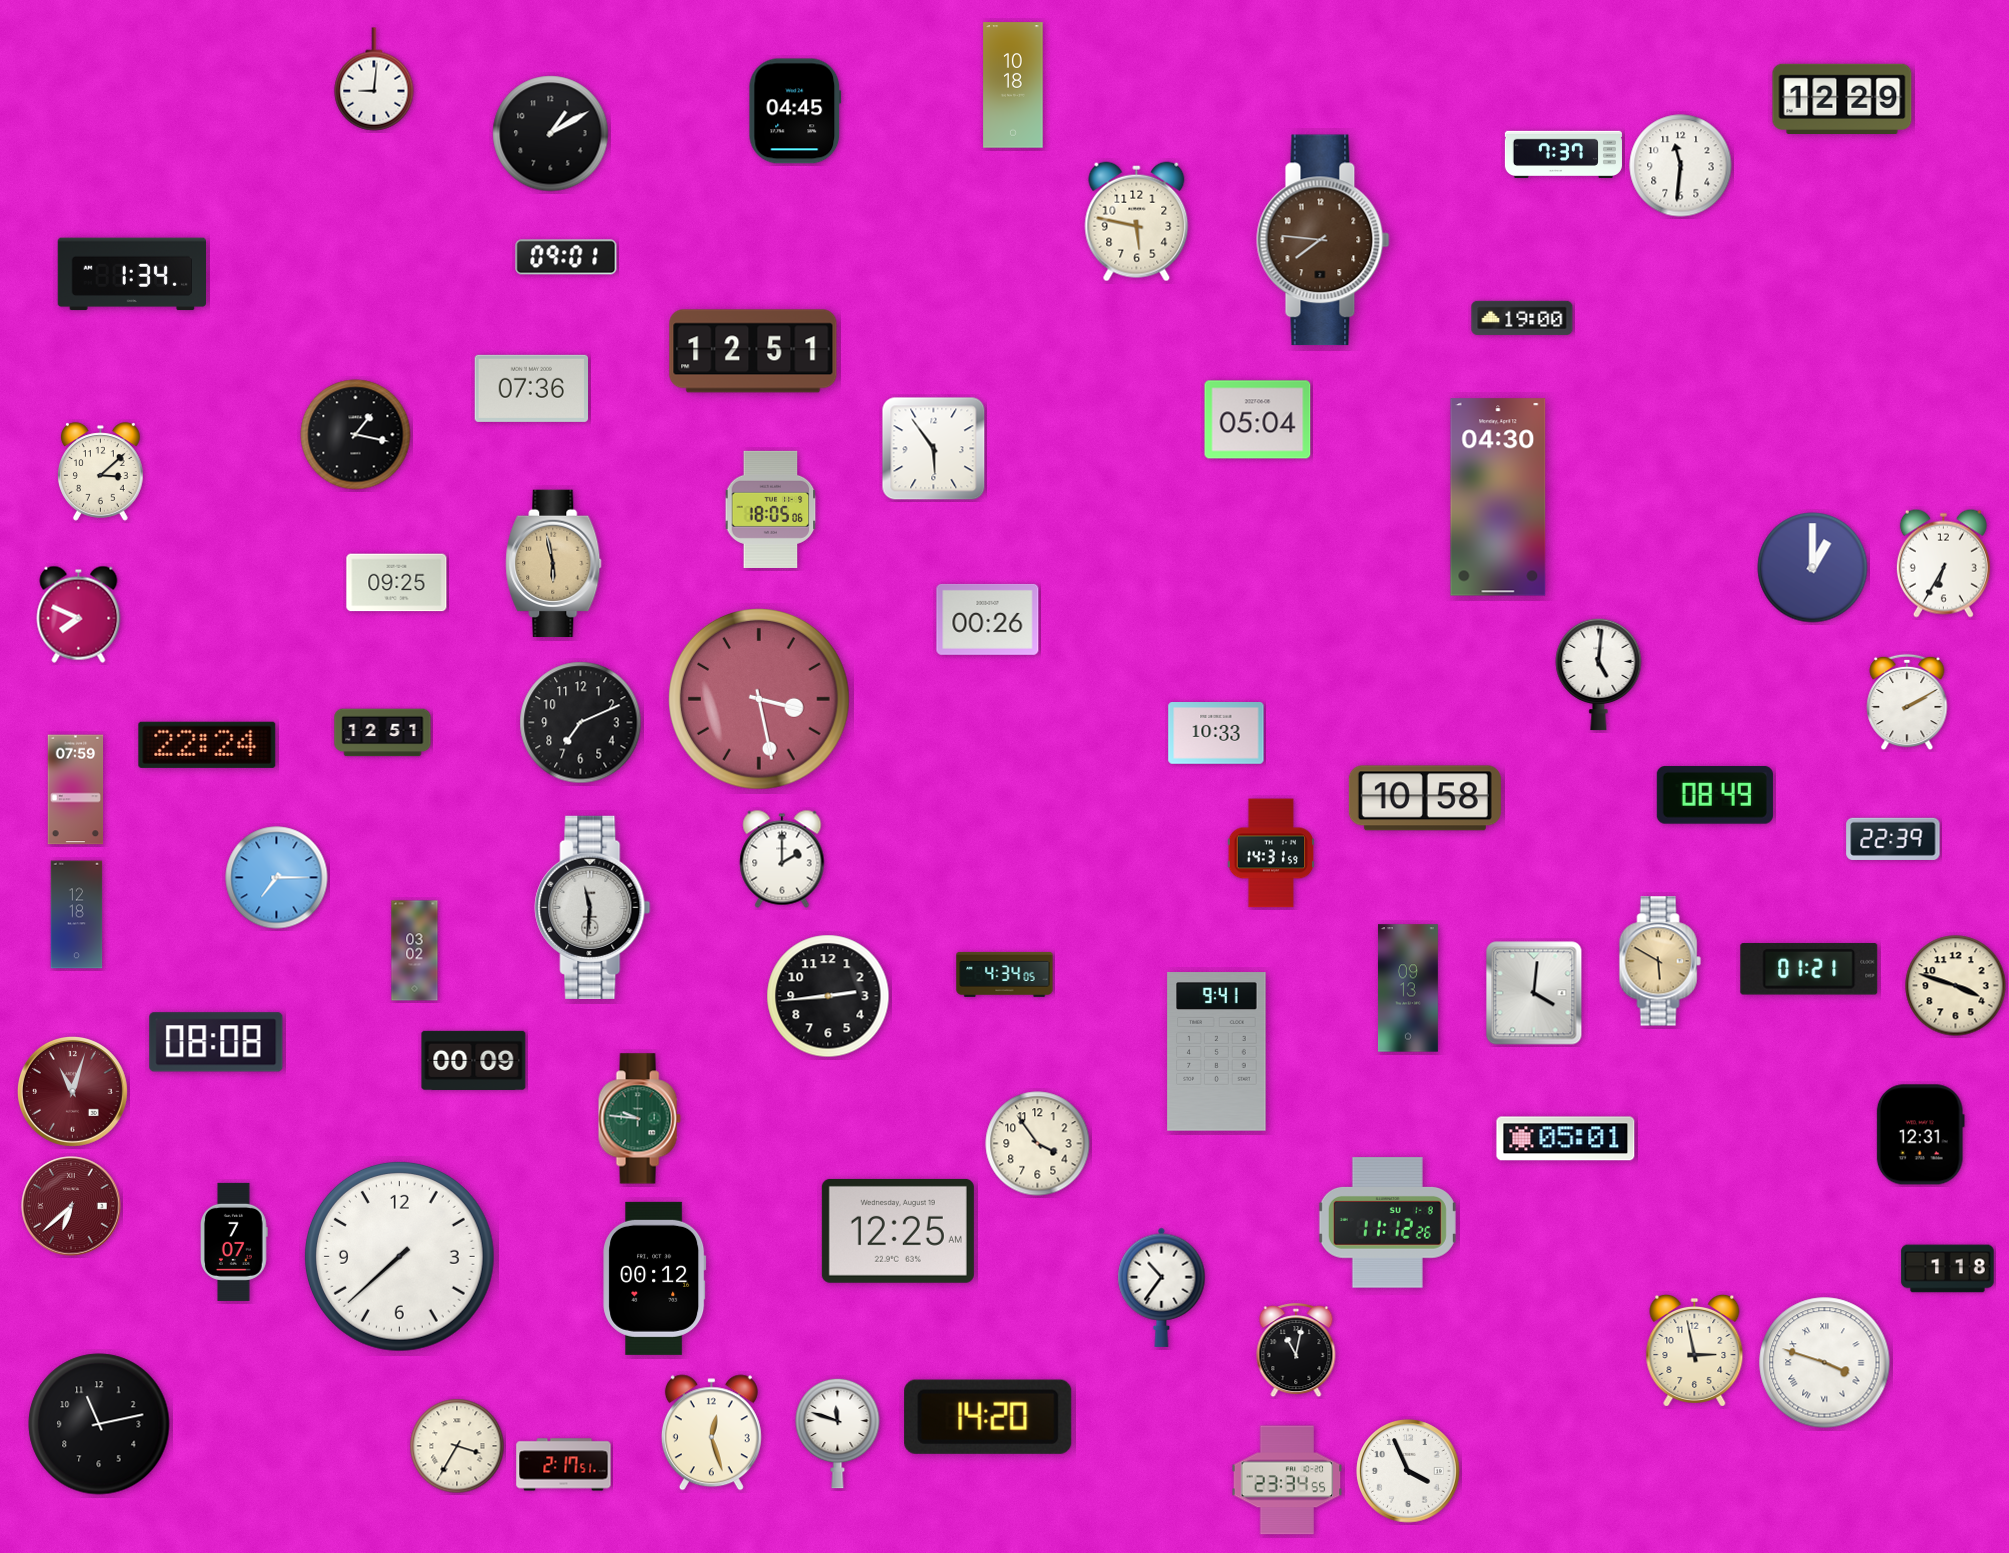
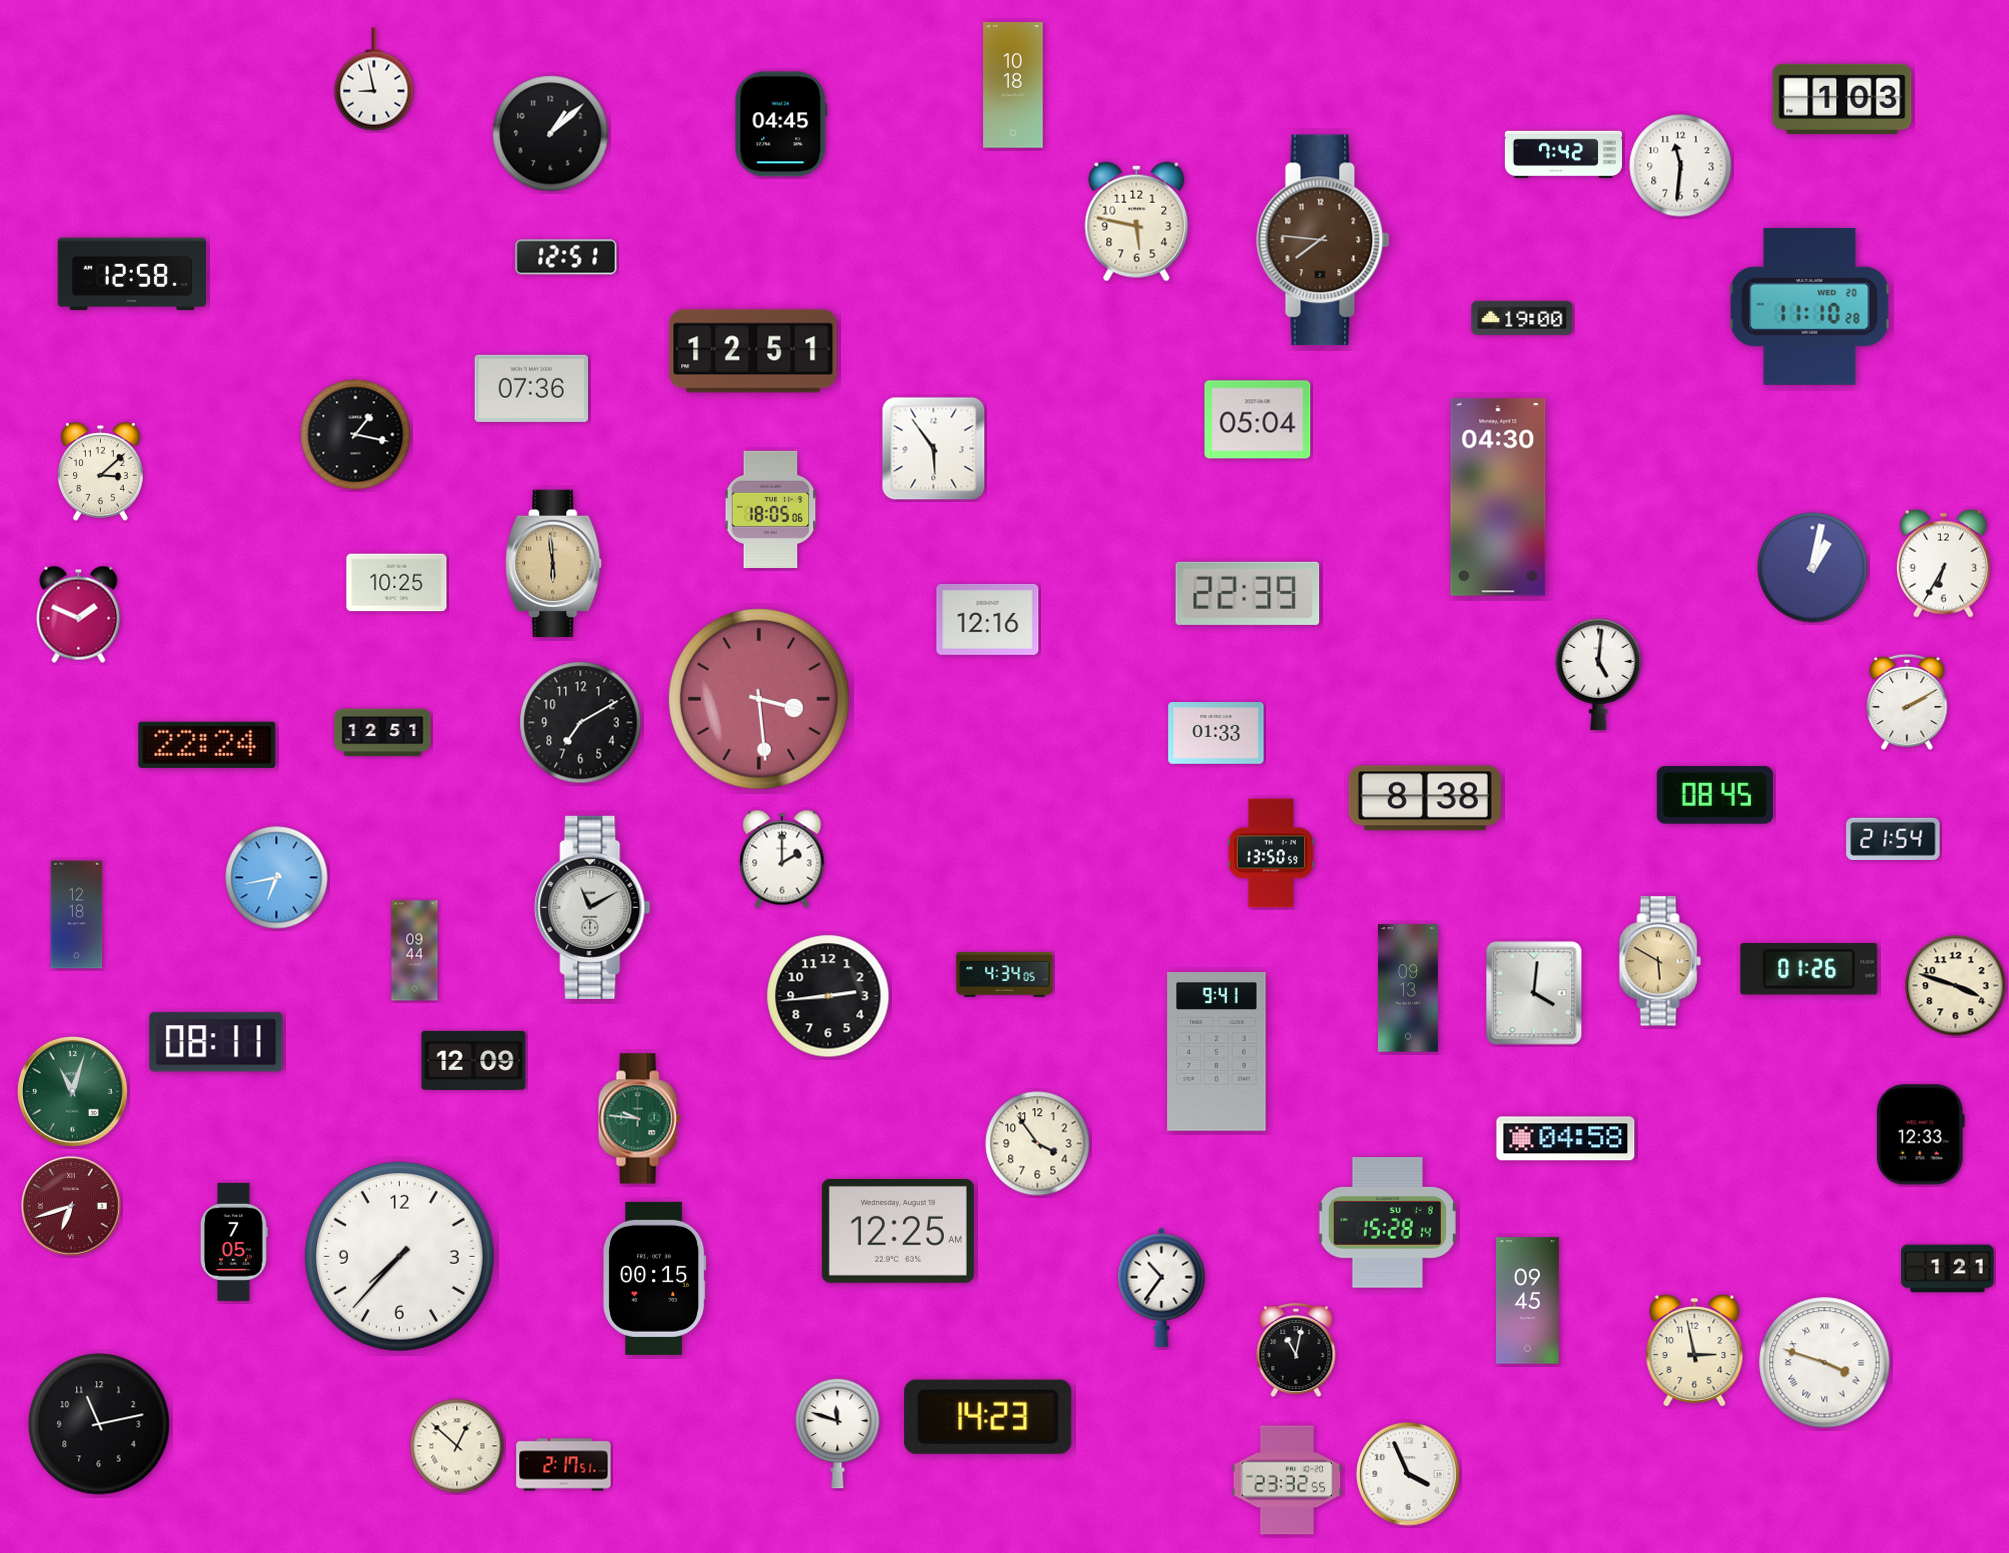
clock at (374, 79): 9:01 -> 8:58
clock at (1842, 98): 12:29 -> 1:03
clock at (795, 111) position: (795, 111) -> (781, 124)
clock at (551, 134): 1:10 -> 1:08
clock at (1563, 155): 7:37 -> 7:42
clock at (566, 257): 09:01 -> 12:51
clock at (131, 274): 1:34 -> 12:58
clock at (1810, 306): none -> 11:10
clock at (554, 564): 5:58 -> 5:59
clock at (1813, 568): 1:00 -> 1:02
clock at (397, 583): 09:25 -> 10:25
clock at (1248, 593): none -> 22:39
clock at (79, 614): 7:49 -> 1:49
clock at (988, 619): 00:26 -> 12:16
clock at (760, 700): 3:28 -> 3:29
clock at (581, 723): 7:11 -> 7:10
clock at (1216, 734): 10:33 -> 01:33
clock at (76, 790): 07:59 -> none
clock at (1715, 795): 08:49 -> 08:45
clock at (1425, 798): 10:58 -> 8:38
clock at (1893, 839): 22:39 -> 21:54
clock at (1271, 853): 14:31 -> 13:50
clock at (277, 878): 7:15 -> 6:43
clock at (593, 907): 11:31 -> 11:10
clock at (415, 951): 03:02 -> 09:44
clock at (1809, 969): 01:21 -> 01:26
clock at (216, 1042): 08:08 -> 08:11
clock at (474, 1060): 00:09 -> 12:09
clock at (72, 1091) dial: burgundy -> green
clock at (1920, 1135): 12:31 -> 12:33
clock at (1566, 1139): 05:01 -> 04:58
clock at (71, 1206): 6:38 -> 6:42
clock at (1387, 1223): 11:12 -> 15:28
clock at (235, 1242): 7:07 -> 7:05
clock at (399, 1256): 7:38 -> 7:37
clock at (1948, 1269): 1:18 -> 1:21
clock at (655, 1278): 00:12 -> 00:15
clock at (1528, 1301): none -> 09:45
clock at (988, 1417): 14:20 -> 14:23
clock at (711, 1433): 12:27 -> none
clock at (457, 1446): 3:35 -> 12:52
clock at (1408, 1471) position: (1408, 1471) -> (1408, 1474)
clock at (1287, 1480): 23:34 -> 23:32
